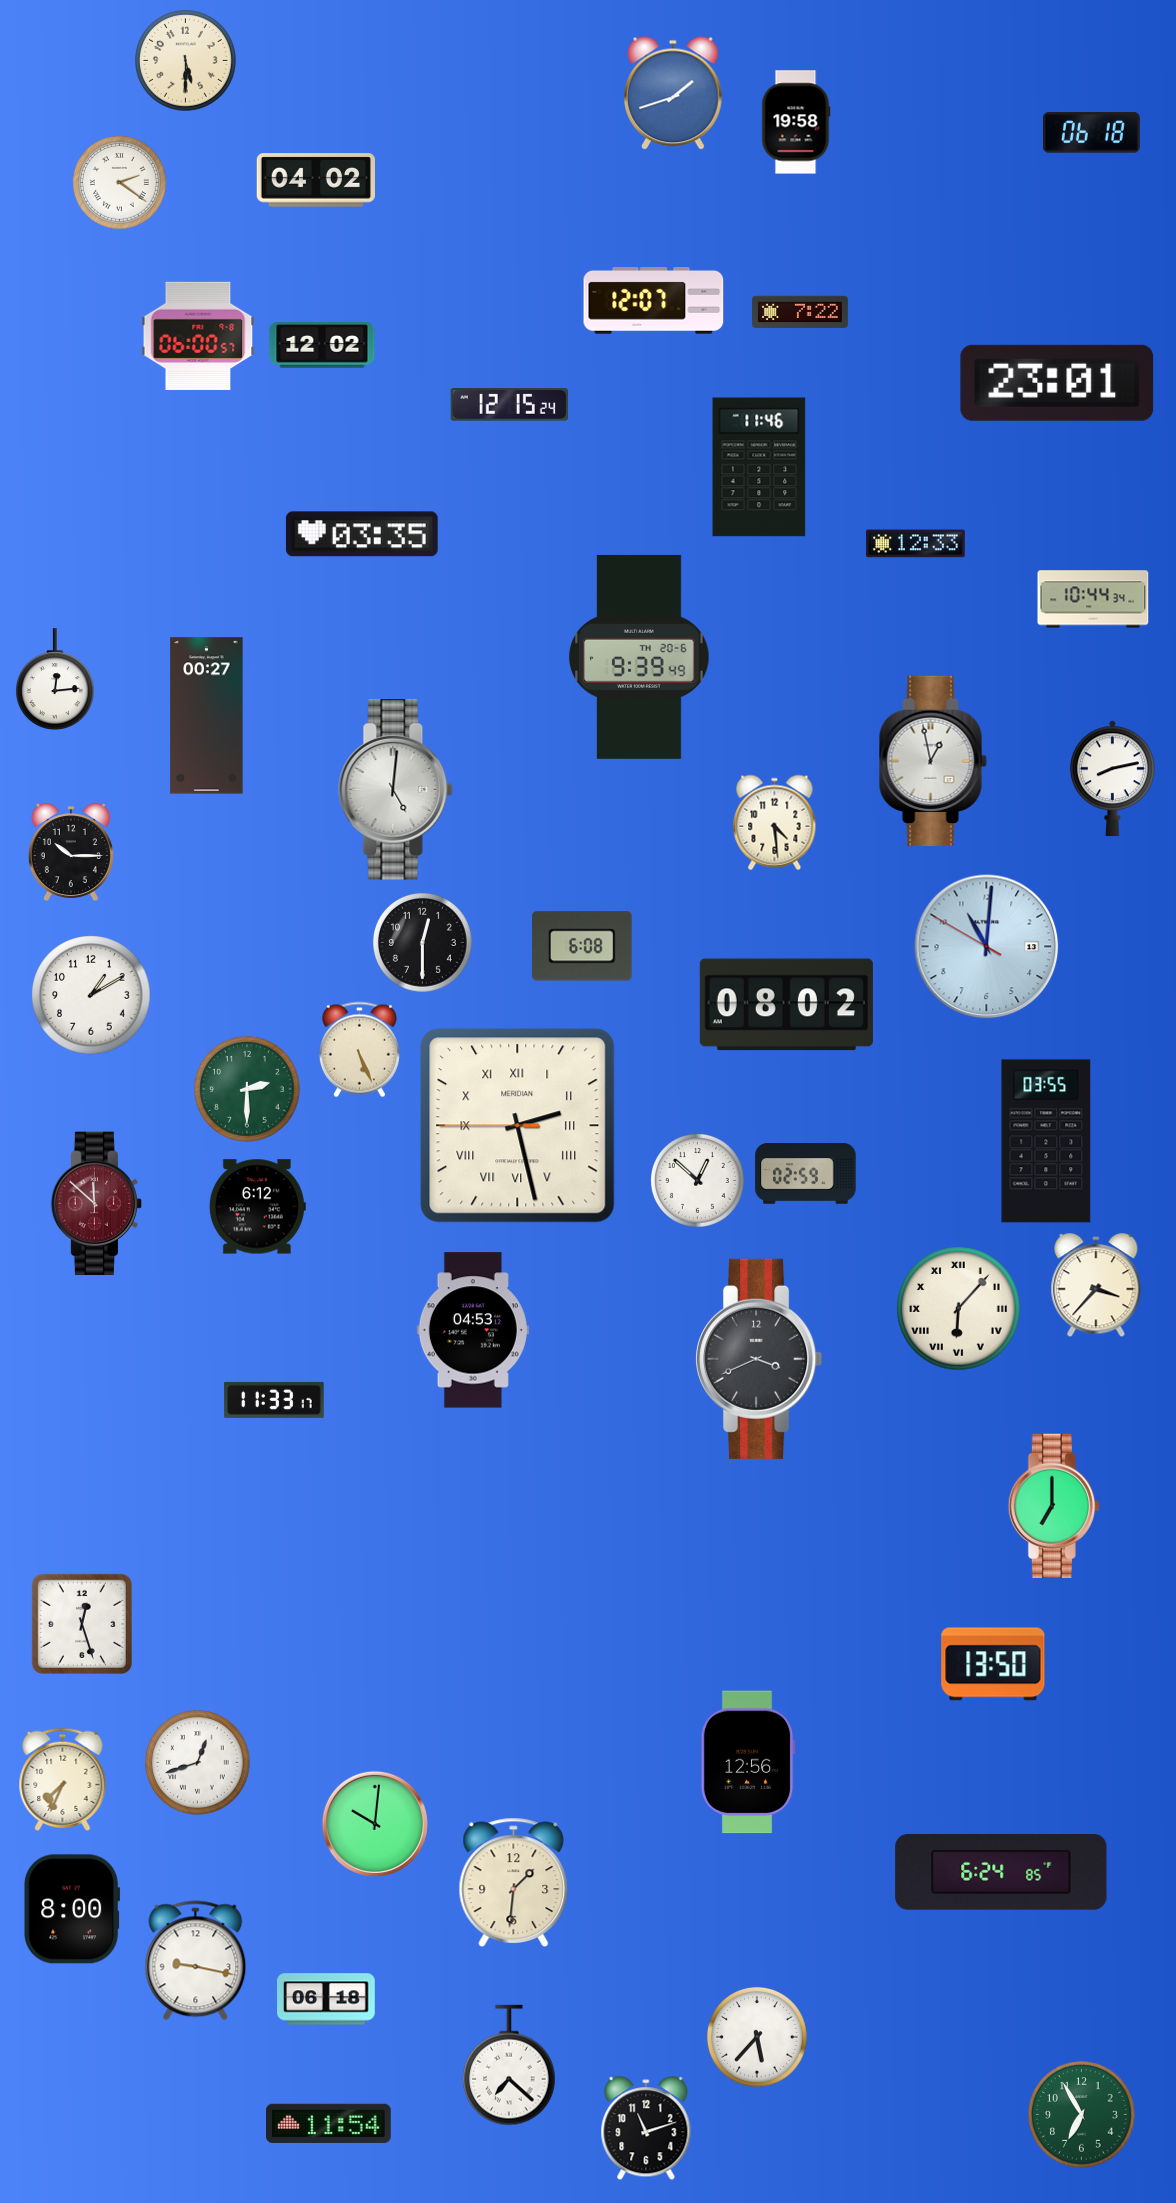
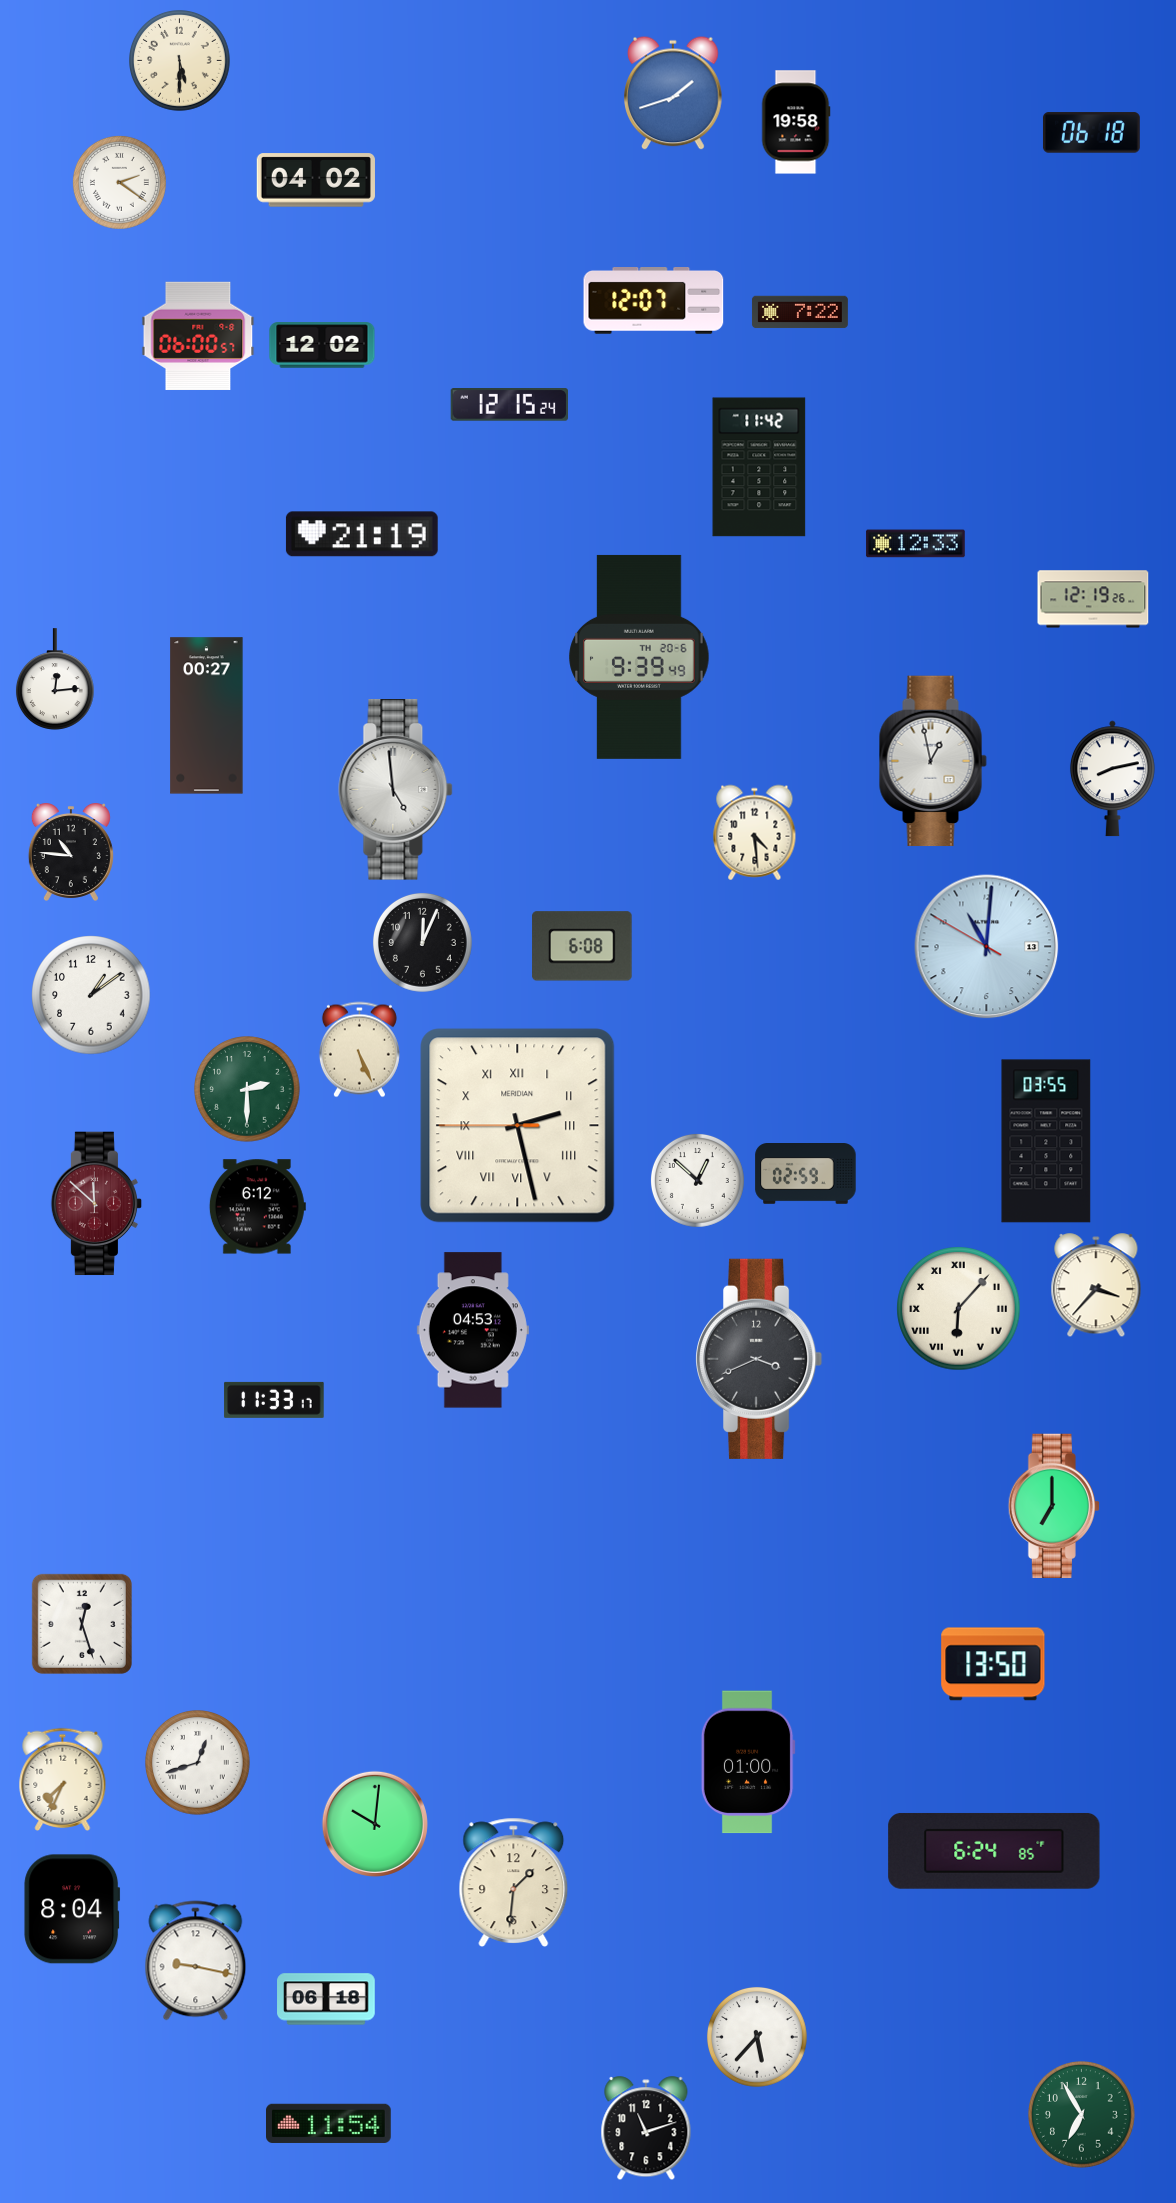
clock at (186, 61) position: (186, 61) -> (180, 61)
clock at (1057, 383): 23:01 -> none
clock at (759, 467): 11:46 -> 11:42
clock at (362, 534): 03:35 -> 21:19
clock at (1093, 599): 10:44 -> 12:19
clock at (396, 790): 5:01 -> 4:59
clock at (775, 823) position: (775, 823) -> (755, 833)
clock at (71, 852): 10:15 -> 10:46
clock at (422, 942): 12:30 -> 12:04
clock at (91, 995): 1:10 -> 1:09
clock at (786, 1005): 08:02 -> none
clock at (748, 1762): 12:56 -> 01:00
clock at (1001, 1872) position: (1001, 1872) -> (994, 1851)
clock at (72, 1909): 8:00 -> 8:04
clock at (509, 2065): 7:22 -> none
